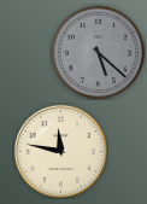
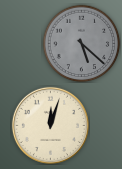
clock at (60, 151): 11:47 -> 12:03
